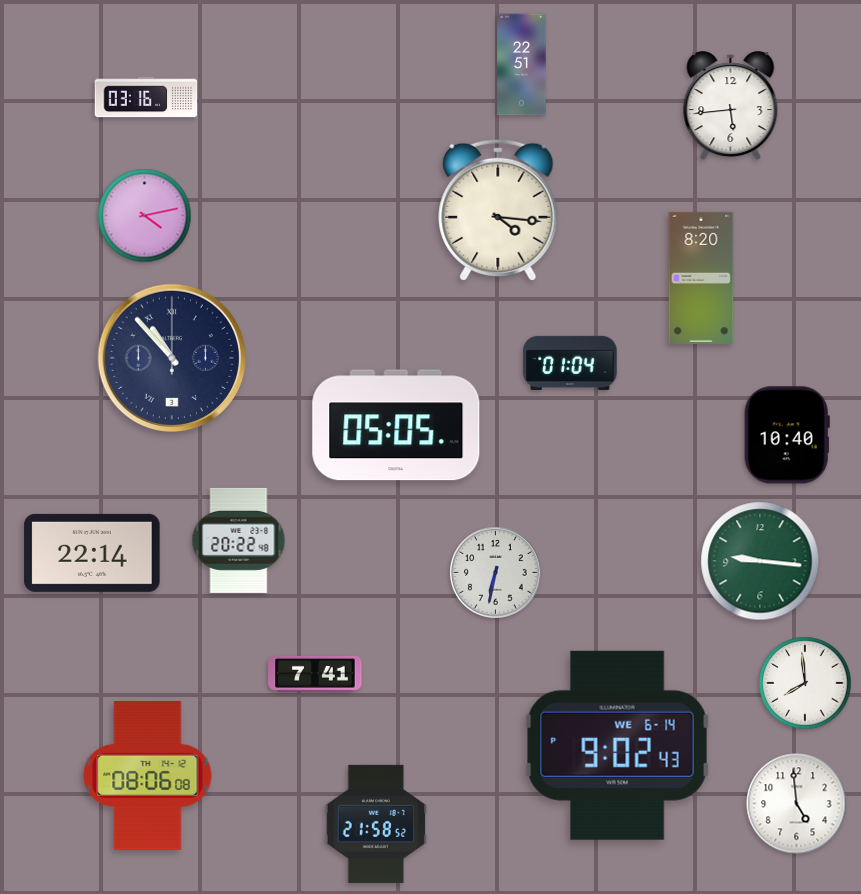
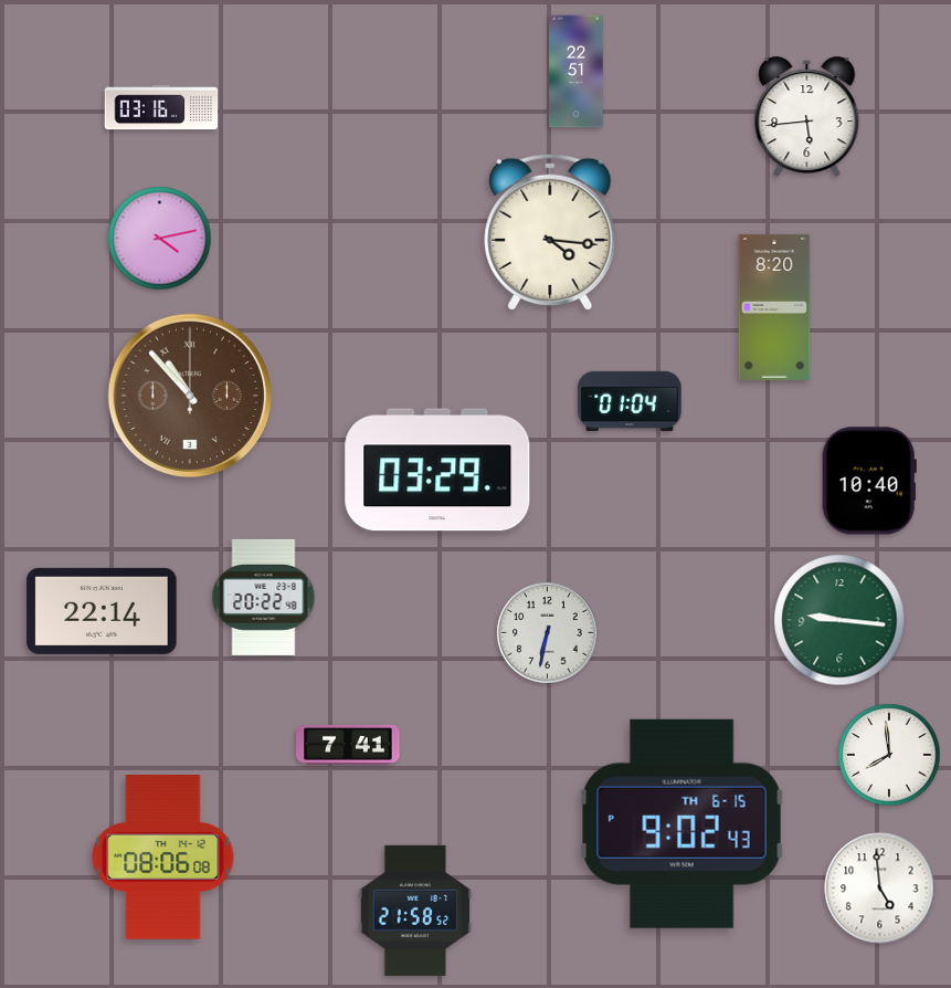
clock at (171, 357) dial: navy -> brown
clock at (396, 425): 05:05 -> 03:29
clock at (617, 745) date: WE 6-14 -> TH 6-15
